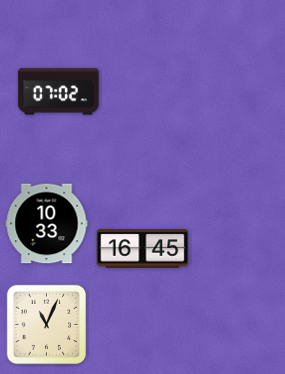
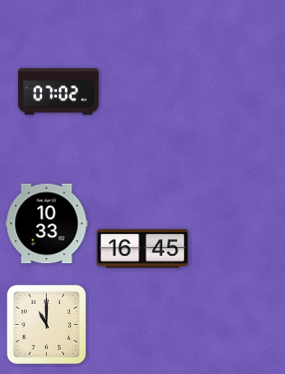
clock at (47, 325): 11:04 -> 11:00
